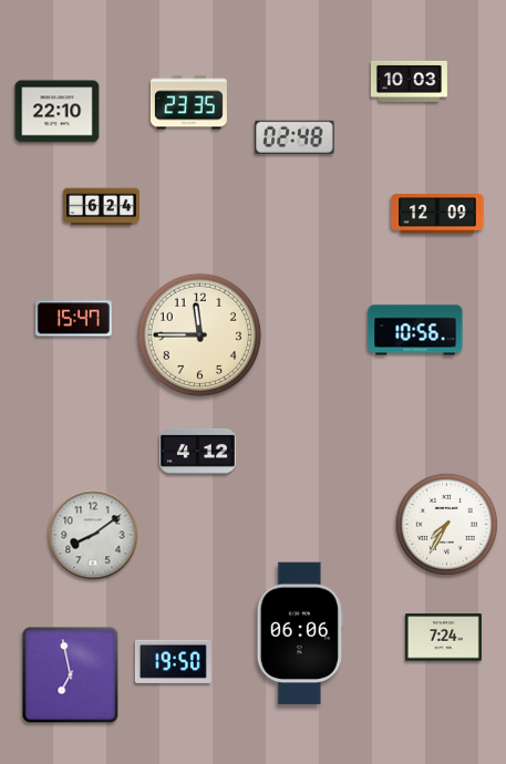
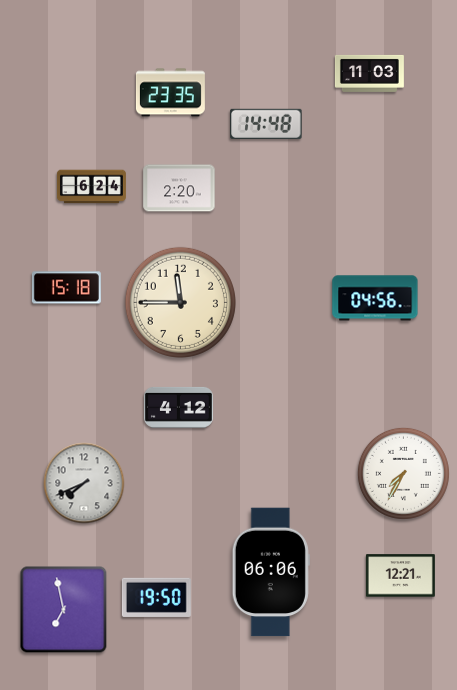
clock at (409, 81): 10:03 -> 11:03
clock at (58, 112): 22:10 -> none
clock at (295, 137): 02:48 -> 14:48
clock at (179, 188): none -> 2:20
clock at (437, 214): 12:09 -> none
clock at (73, 319): 15:47 -> 15:18
clock at (415, 330): 10:56 -> 04:56
clock at (93, 535): 8:09 -> 7:41
clock at (443, 638): 7:24 -> 12:21
